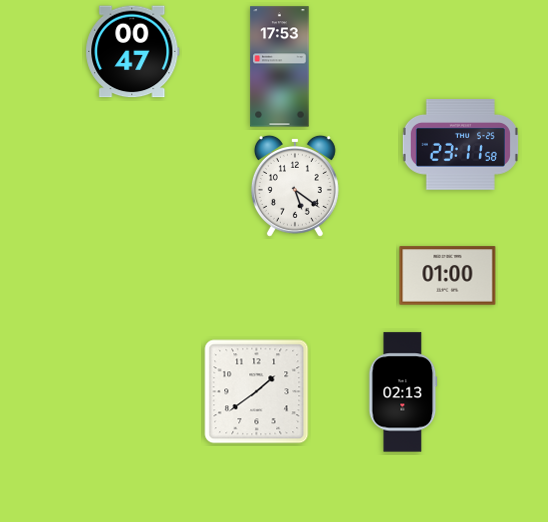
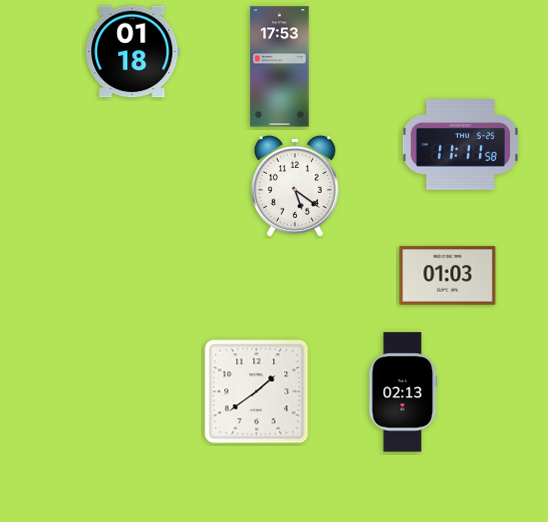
clock at (133, 52): 00:47 -> 01:18
clock at (460, 145): 23:11 -> 11:11
clock at (448, 276): 01:00 -> 01:03
